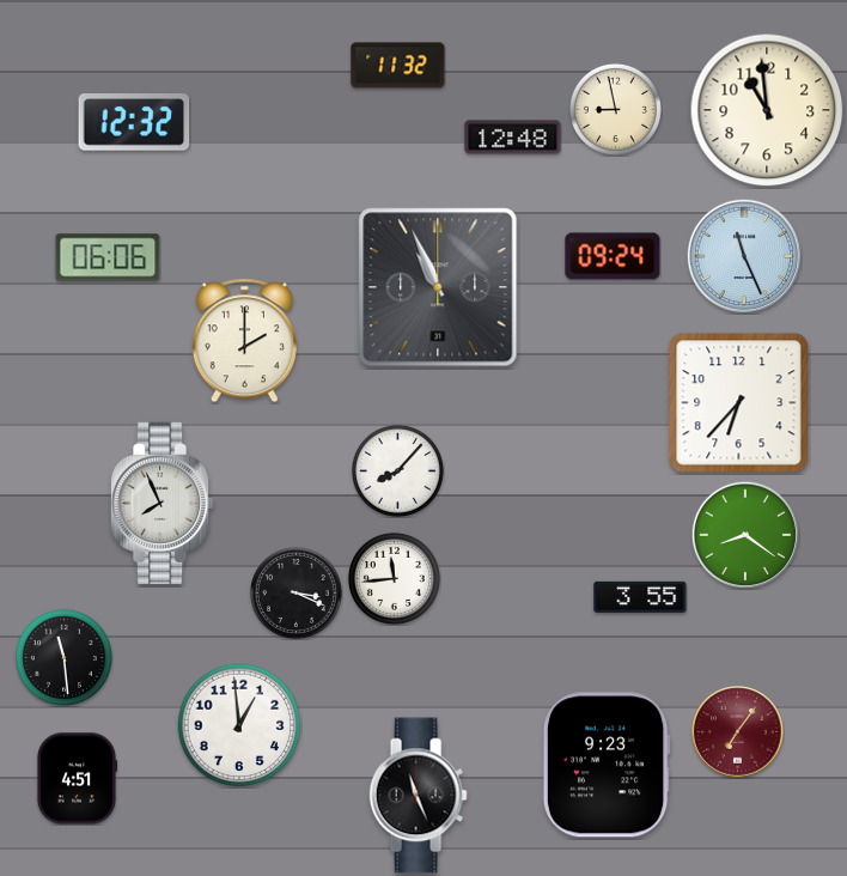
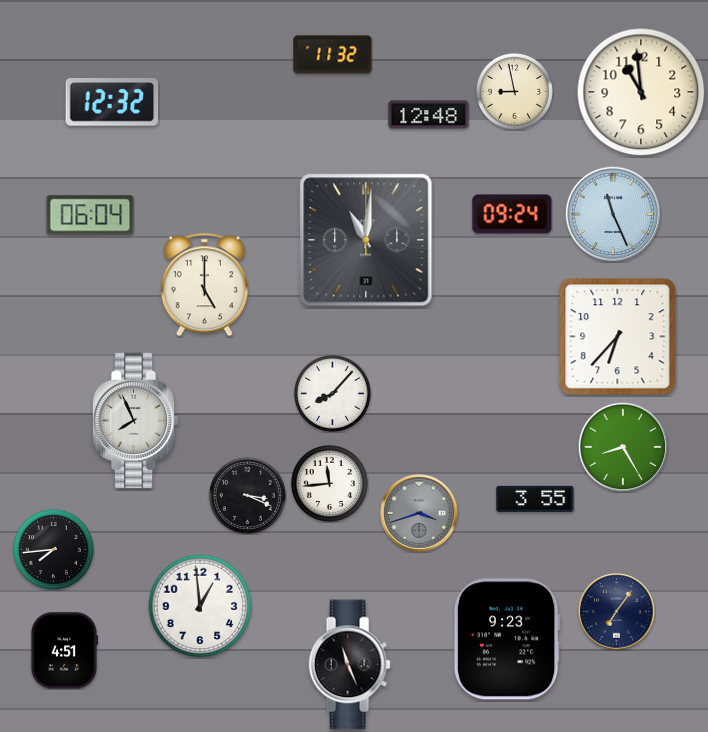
clock at (744, 256) position: (744, 256) -> (613, 214)
clock at (108, 257): 06:06 -> 06:04
clock at (438, 287): 10:56 -> 11:01
clock at (244, 341): 2:00 -> 5:00
clock at (745, 535): 8:21 -> 8:25
clock at (419, 513): none -> 3:42
clock at (63, 657): 11:29 -> 7:44
clock at (738, 732) dial: burgundy -> navy
